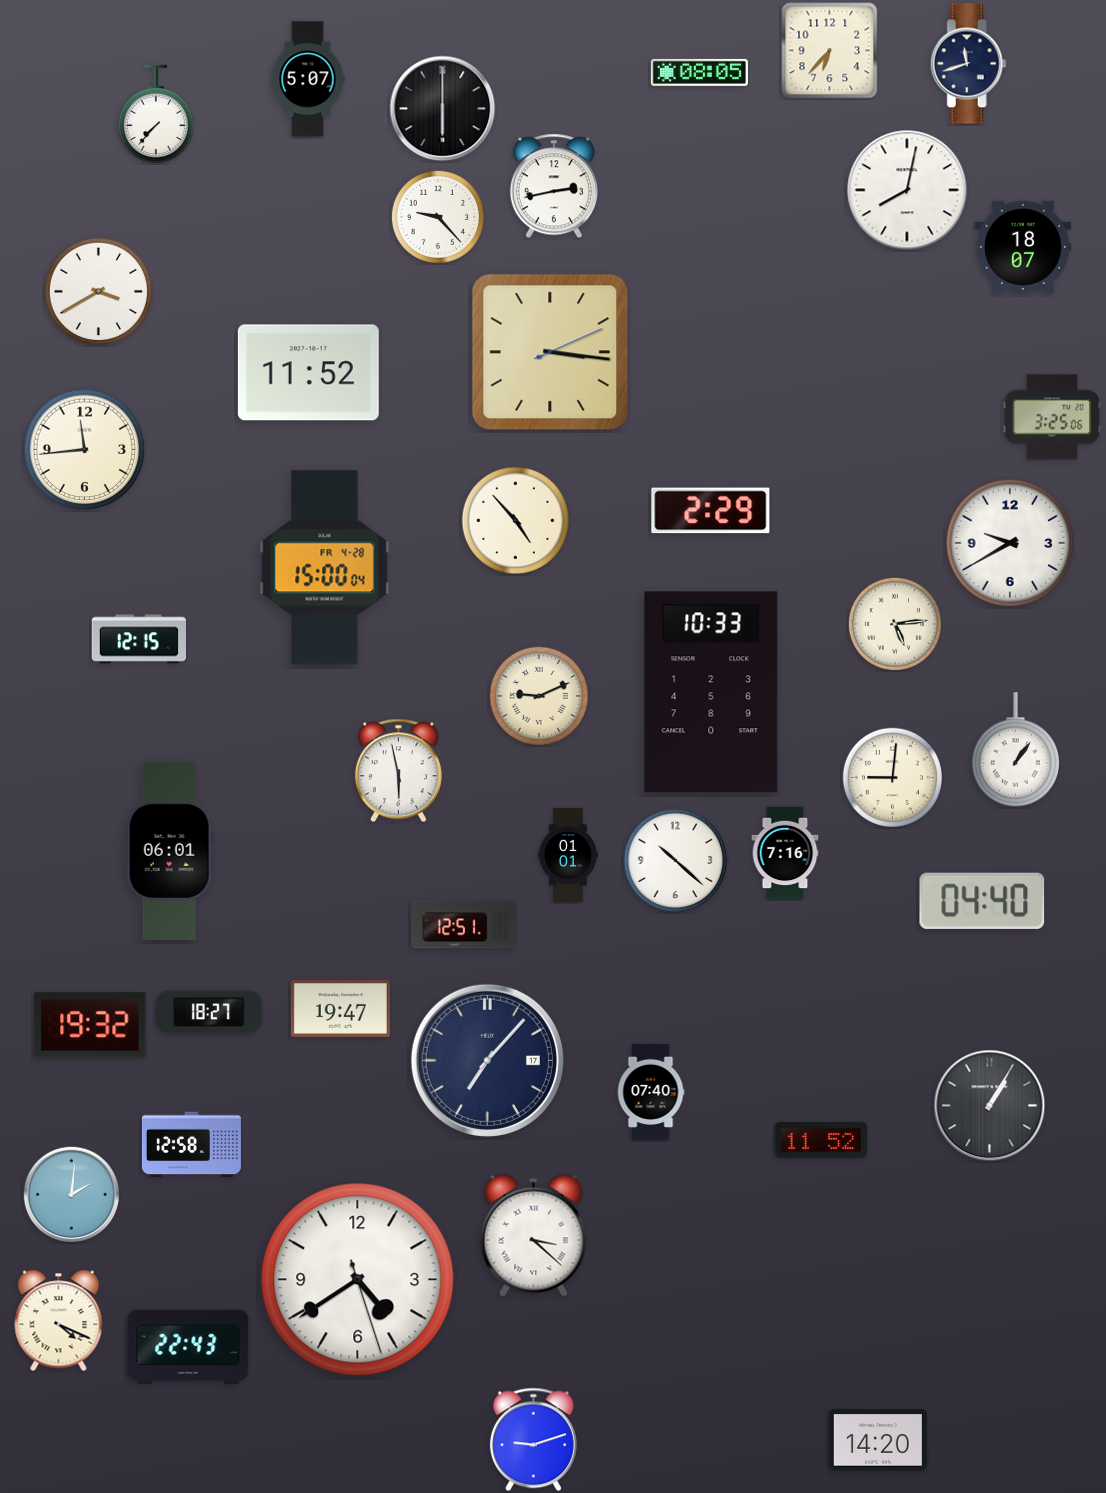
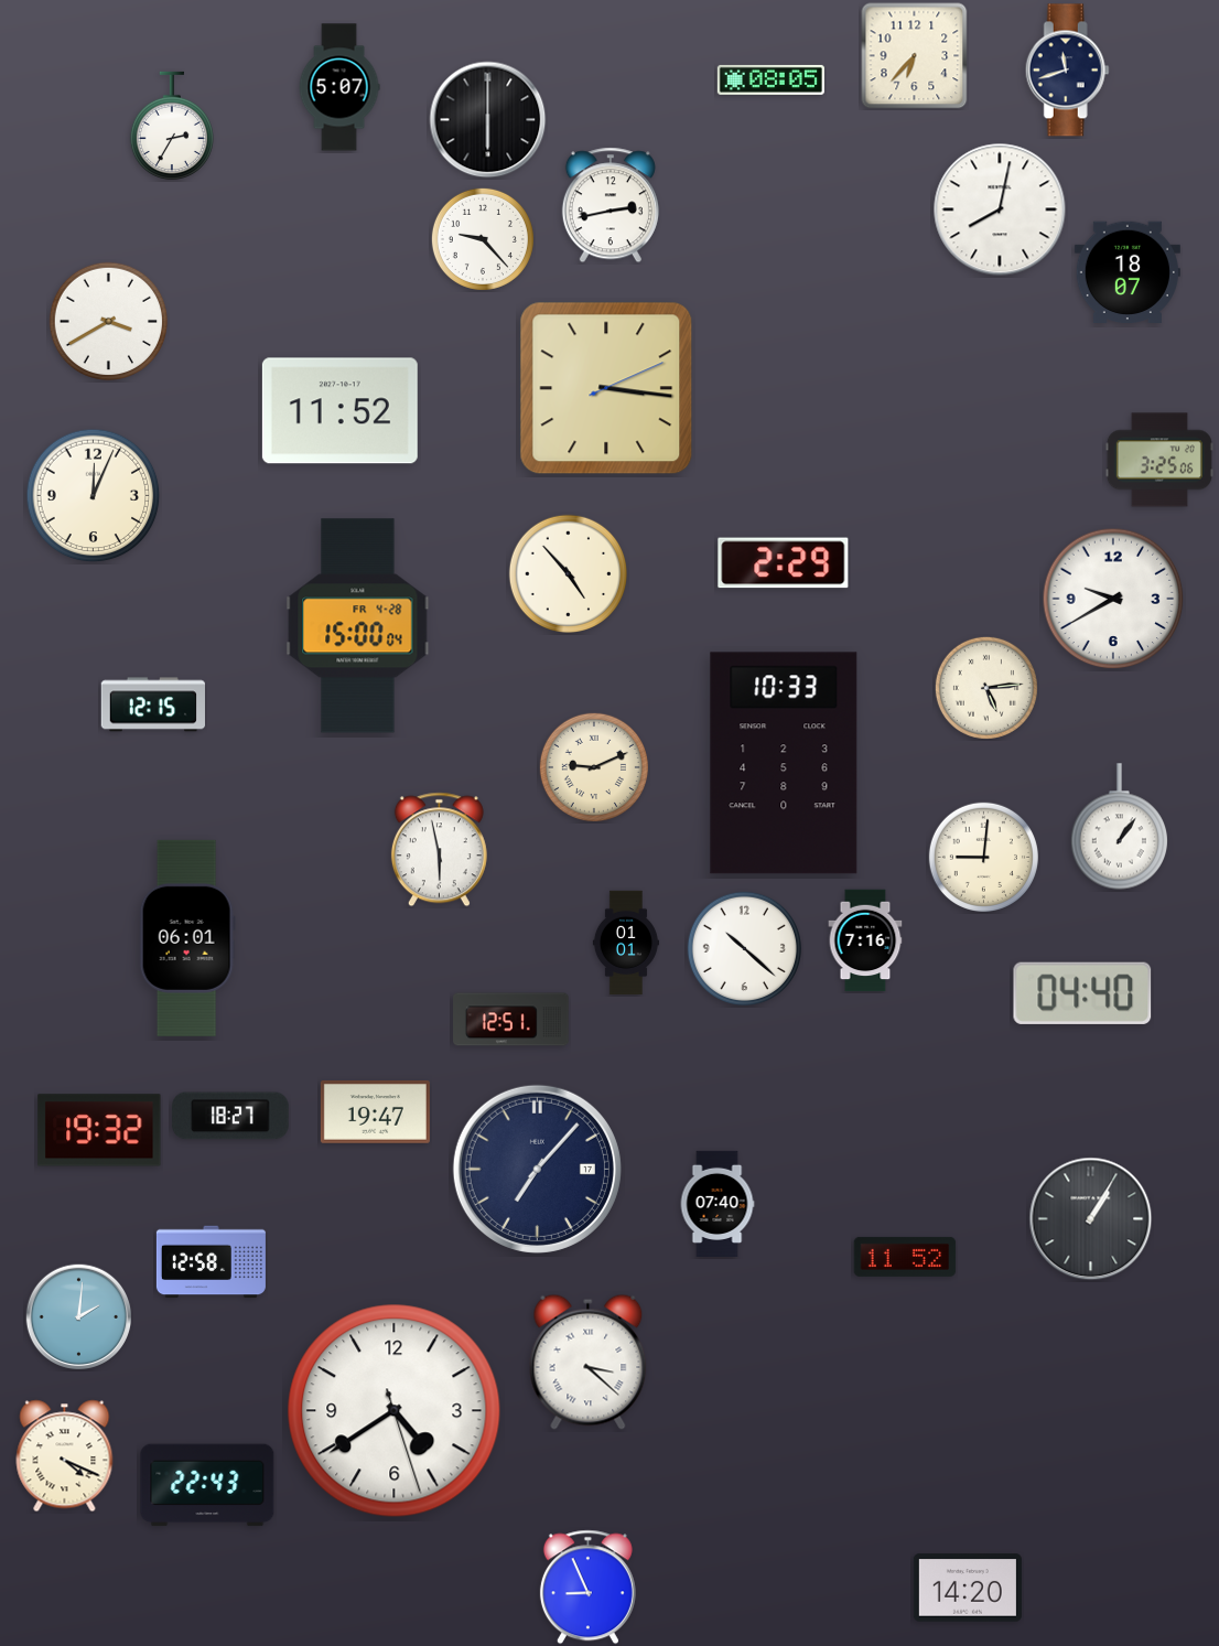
clock at (156, 114): 7:37 -> 2:35
clock at (85, 450): 11:44 -> 12:04
clock at (533, 1440): 9:12 -> 8:56
